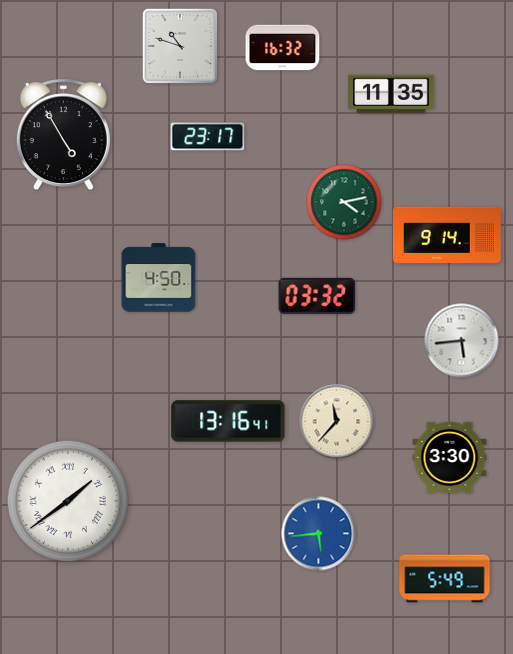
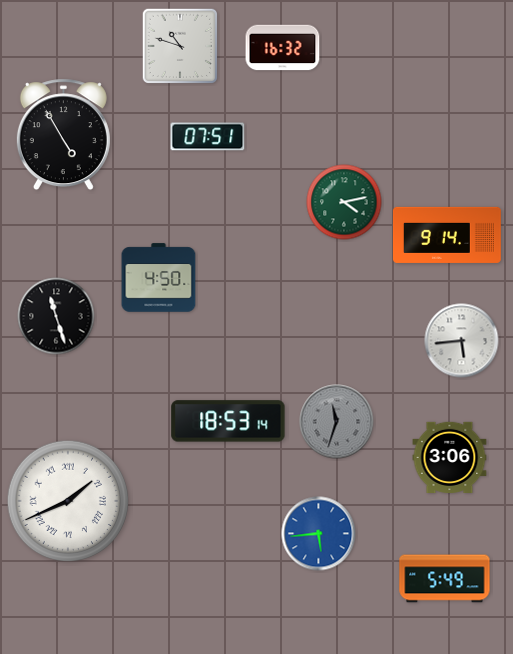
clock at (391, 94): 11:35 -> none
clock at (208, 137): 23:17 -> 07:51
clock at (317, 296): 03:32 -> none
clock at (56, 316): none -> 11:27
clock at (228, 421): 13:16 -> 18:53
clock at (337, 422): 11:37 -> 11:33
clock at (337, 422) dial: cream -> grey
clock at (450, 457): 3:30 -> 3:06
clock at (68, 501): 1:39 -> 1:41
